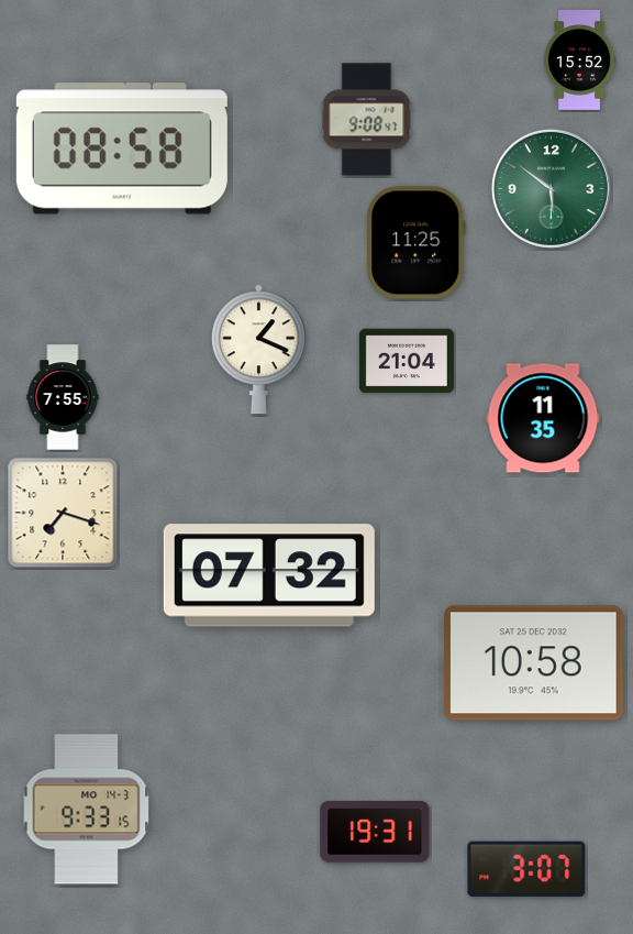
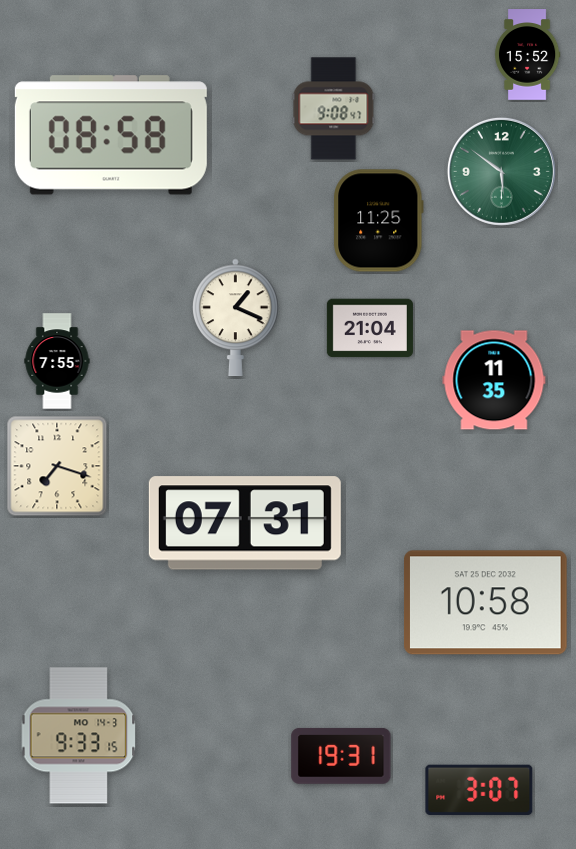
clock at (269, 575): 07:32 -> 07:31
